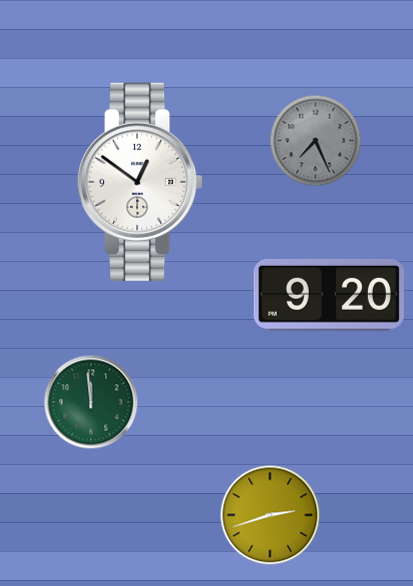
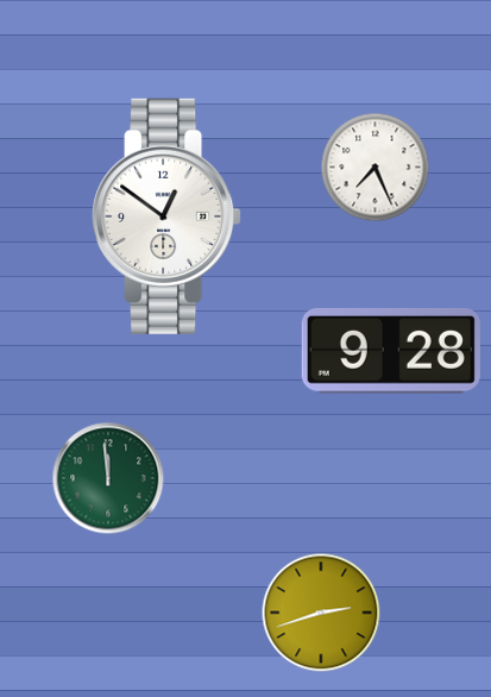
clock at (316, 141) dial: grey -> white
clock at (329, 295): 9:20 -> 9:28
